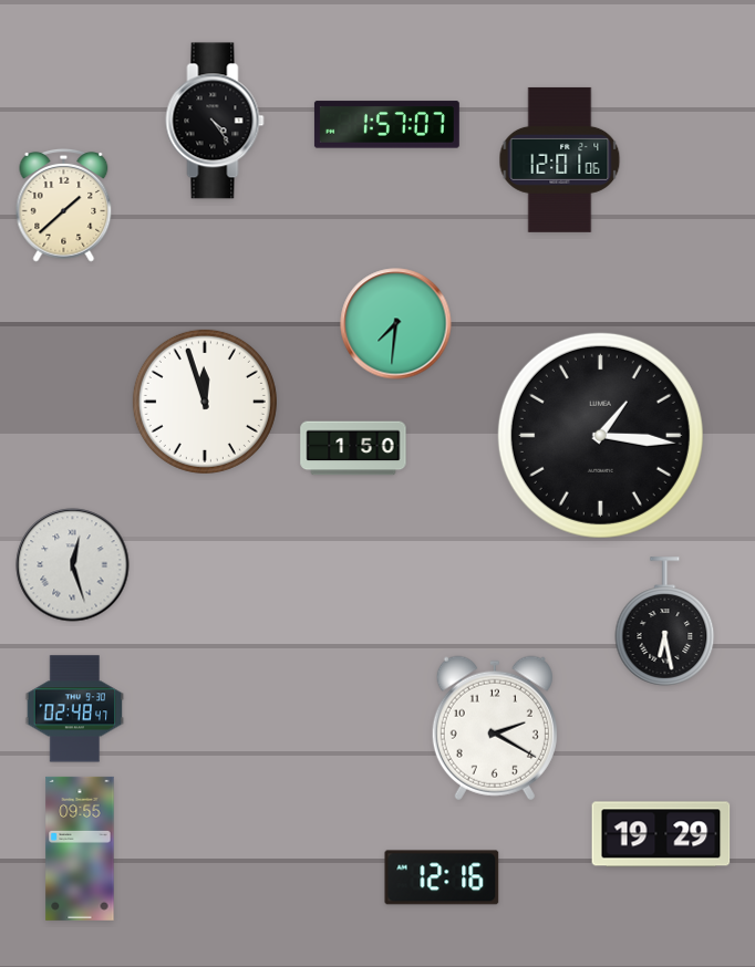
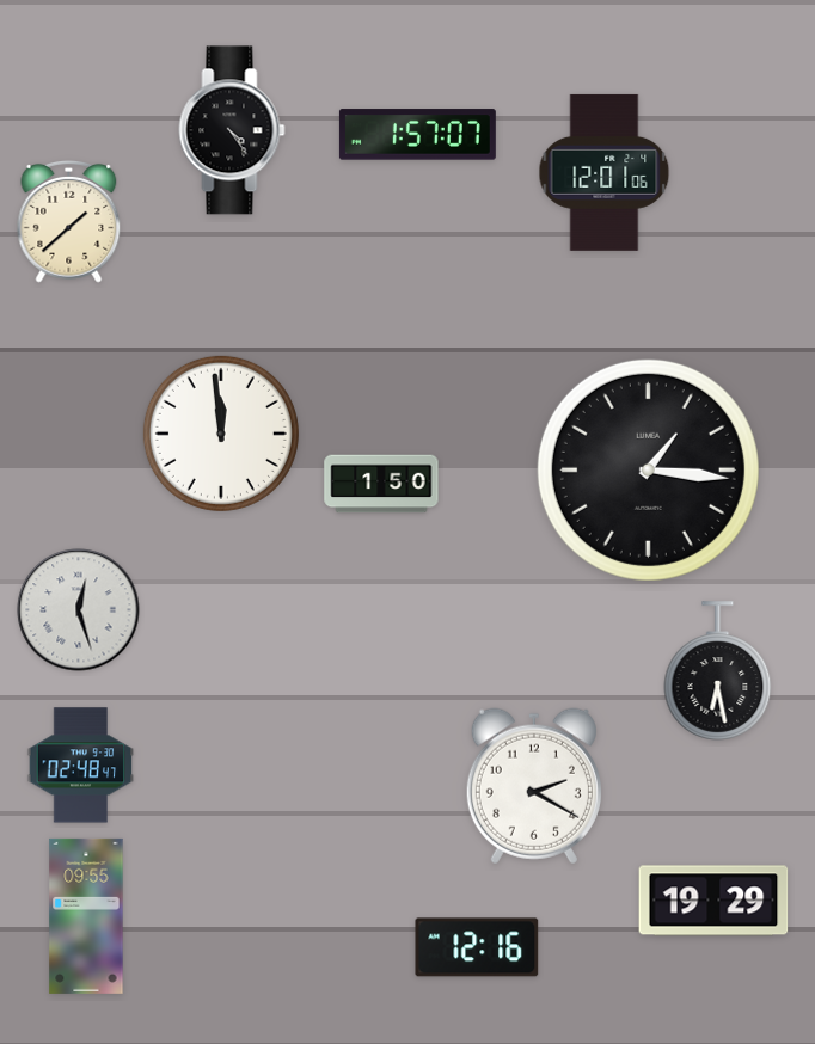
clock at (396, 324): 7:31 -> none
clock at (205, 402): 11:57 -> 11:59
